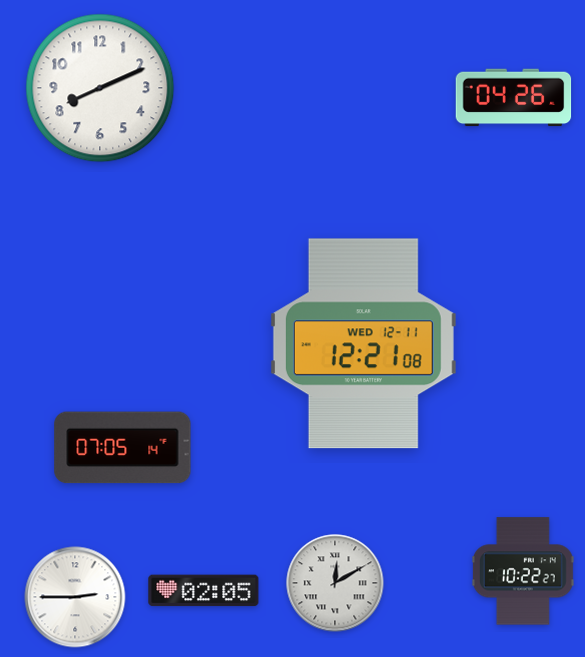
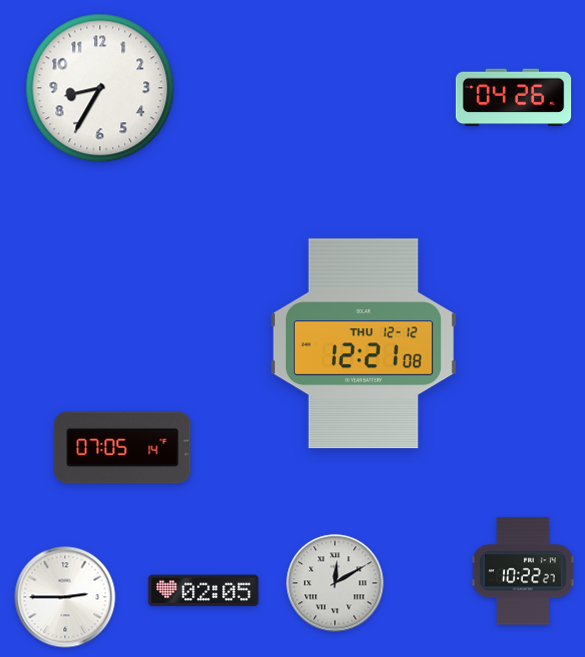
clock at (100, 88): 8:11 -> 8:35
clock at (363, 344) date: WED 12-11 -> THU 12-12
clock at (75, 597) position: (75, 597) -> (65, 597)
